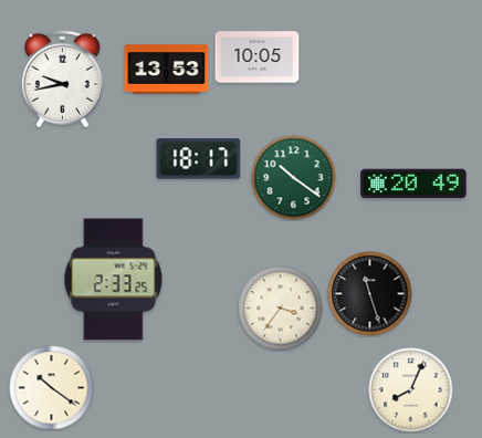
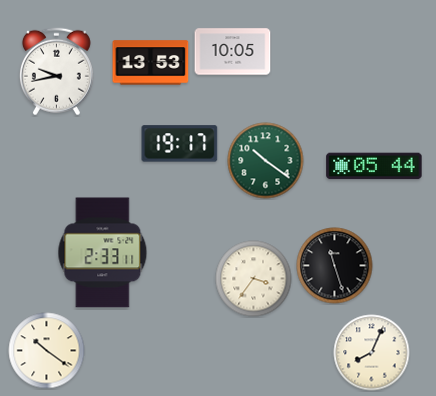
clock at (199, 159): 18:17 -> 19:17
clock at (413, 184): 20:49 -> 05:44
clock at (114, 280): 2:33:25 -> 2:33:11
